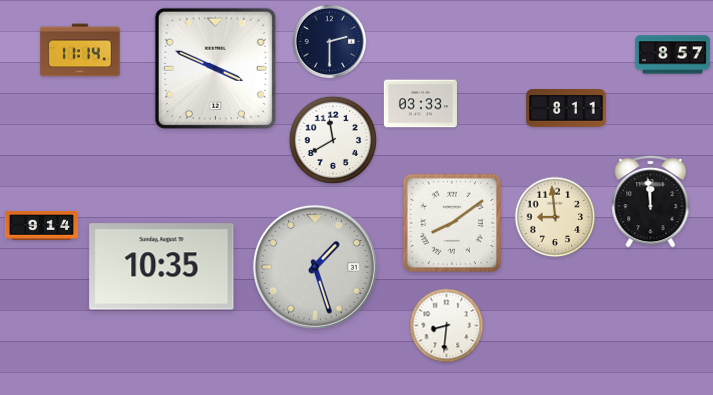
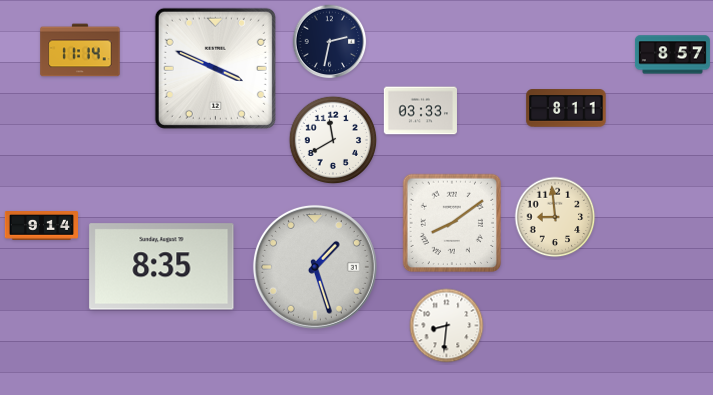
clock at (330, 42): 2:30 -> 2:32
clock at (420, 104) position: (420, 104) -> (420, 111)
clock at (651, 201): 11:59 -> none
clock at (162, 267): 10:35 -> 8:35
